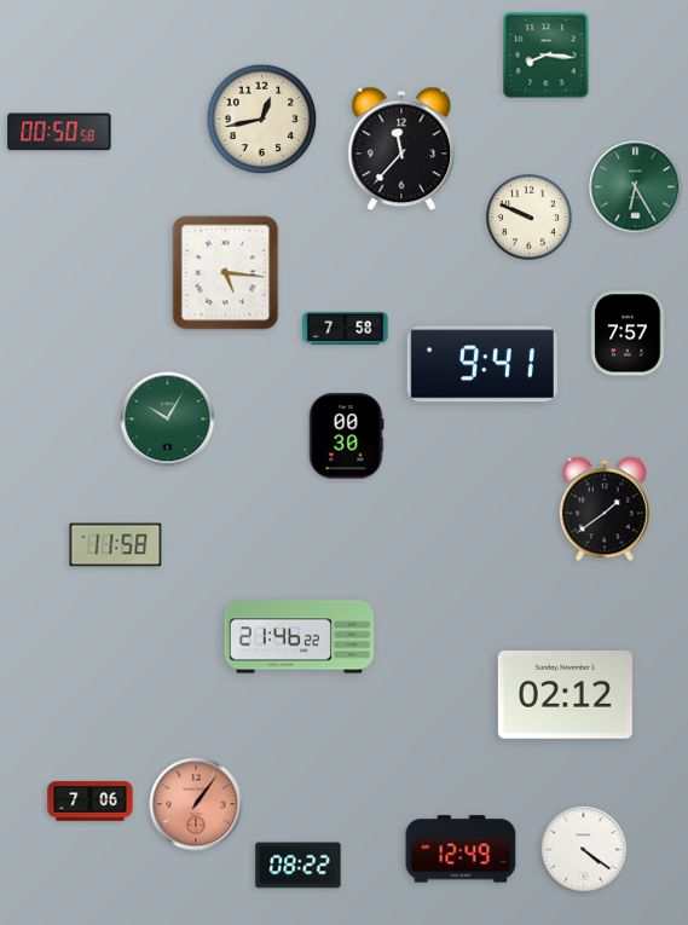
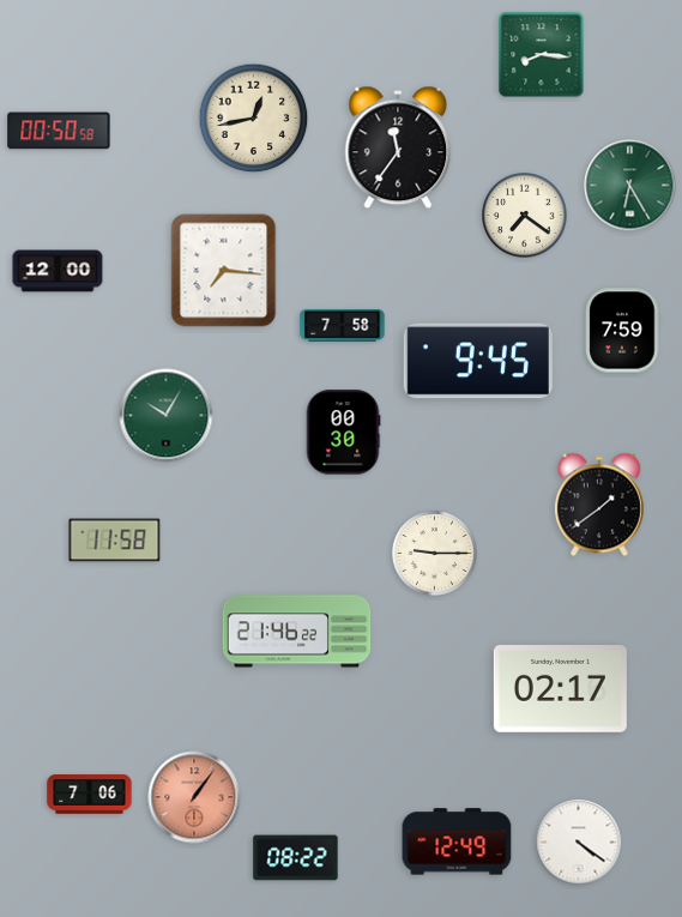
clock at (262, 120) position: (262, 120) -> (254, 119)
clock at (401, 149): 11:37 -> 11:36
clock at (530, 218): 9:49 -> 7:21
clock at (58, 271): none -> 12:00
clock at (226, 273): 5:16 -> 7:16
clock at (629, 334): 7:57 -> 7:59
clock at (482, 364): 9:41 -> 9:45
clock at (435, 554): none -> 9:15
clock at (565, 695): 02:12 -> 02:17
